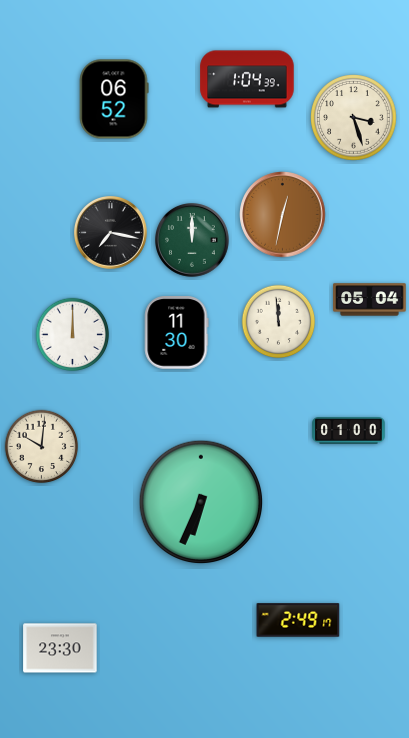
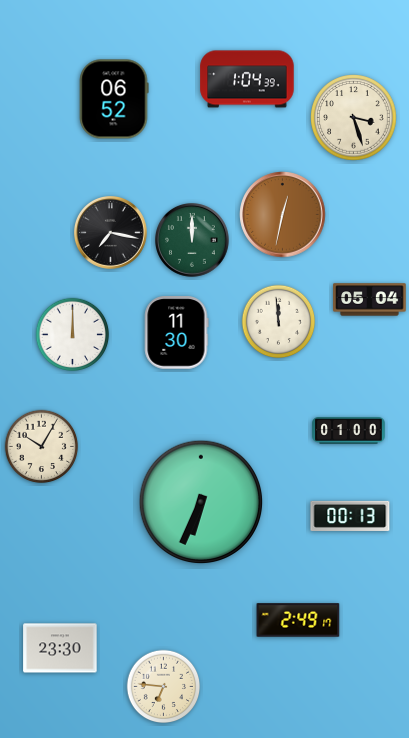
clock at (42, 447): 10:01 -> 10:05
clock at (350, 516): none -> 00:13
clock at (164, 687): none -> 6:46
